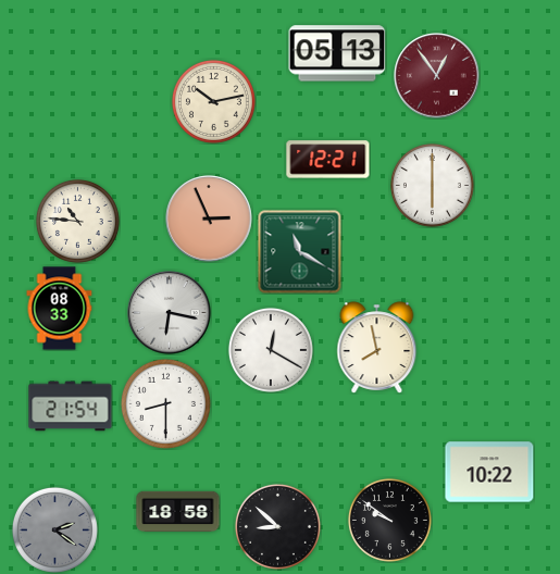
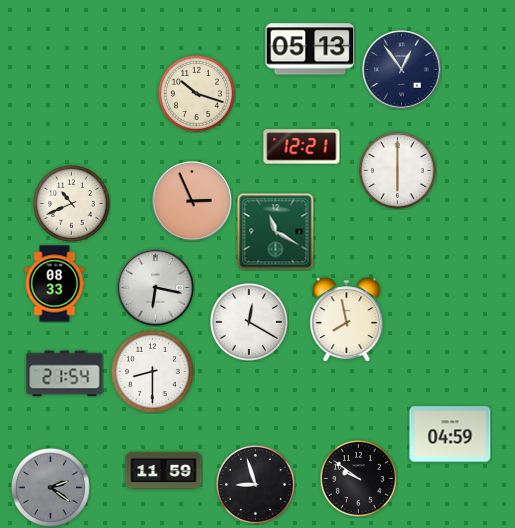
clock at (437, 76) dial: burgundy -> navy
clock at (213, 101): 10:13 -> 10:18
clock at (77, 221): 10:46 -> 10:41
clock at (489, 472): 10:22 -> 04:59
clock at (178, 512): 18:58 -> 11:59
clock at (277, 526): 8:52 -> 8:57
